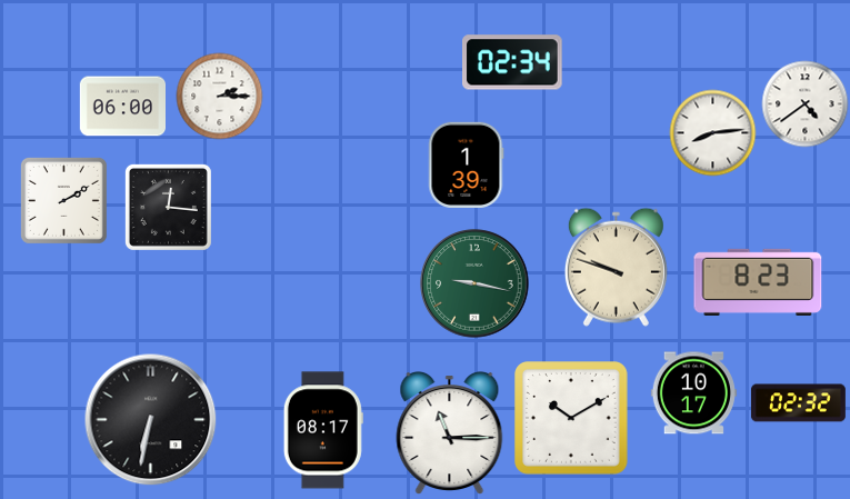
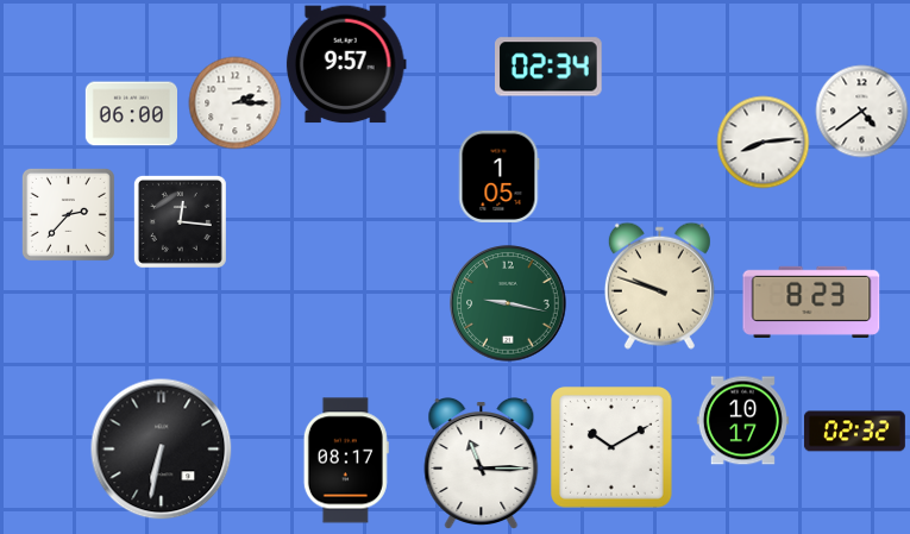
clock at (346, 64): none -> 9:57
clock at (466, 164): 1:39 -> 1:05
clock at (63, 200): 2:10 -> 2:37
